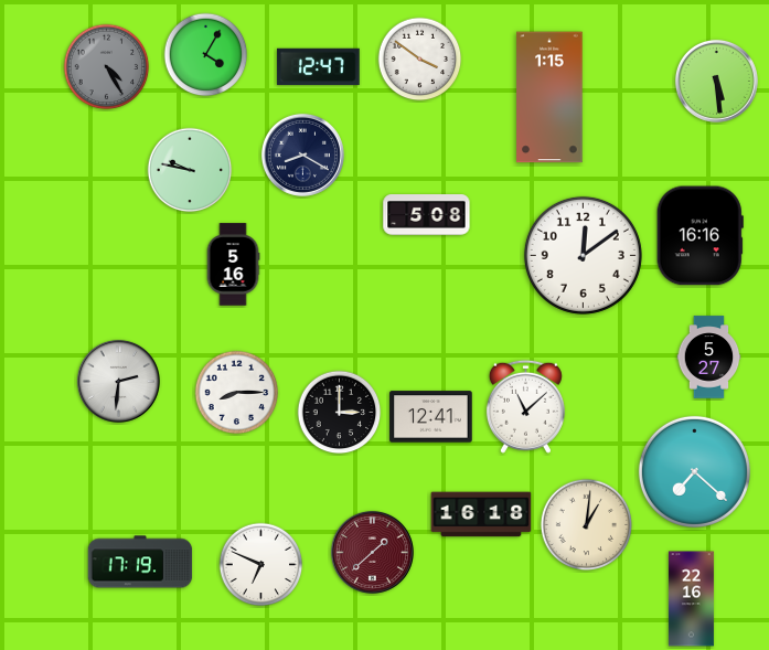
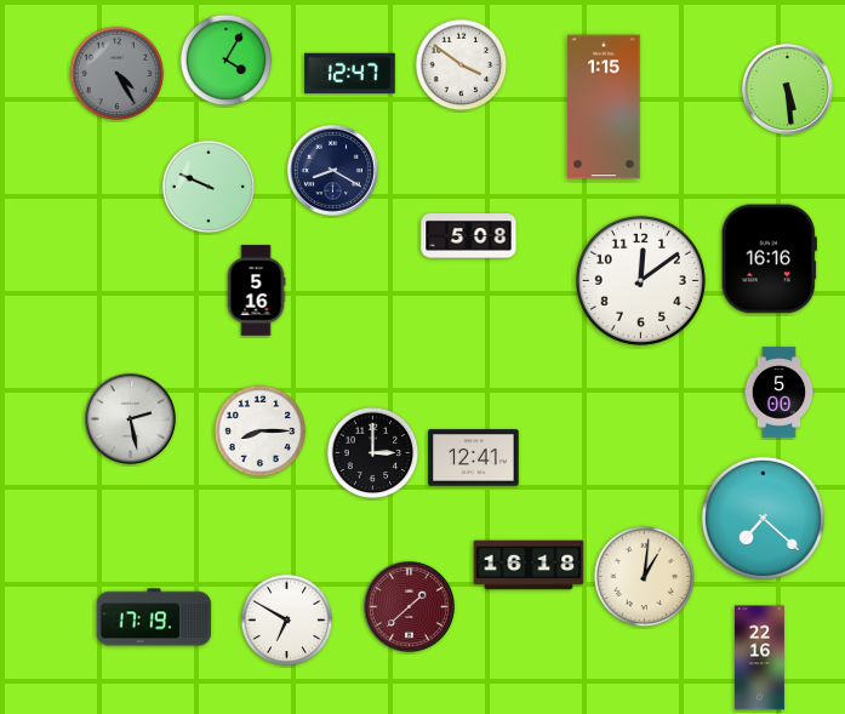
clock at (190, 170): 9:47 -> 9:49
clock at (709, 358): 5:27 -> 5:00
clock at (118, 381): 2:31 -> 2:28
clock at (525, 406): 11:08 -> none
clock at (261, 565): 6:49 -> 6:50
